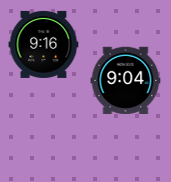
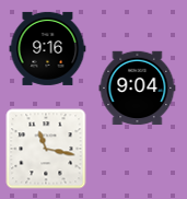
clock at (46, 149): none -> 11:17
